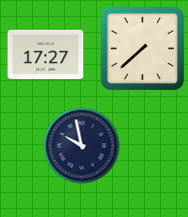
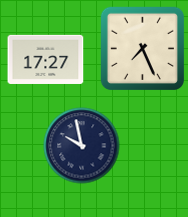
clock at (142, 48): 7:38 -> 7:26
clock at (46, 54) position: (46, 54) -> (46, 59)
